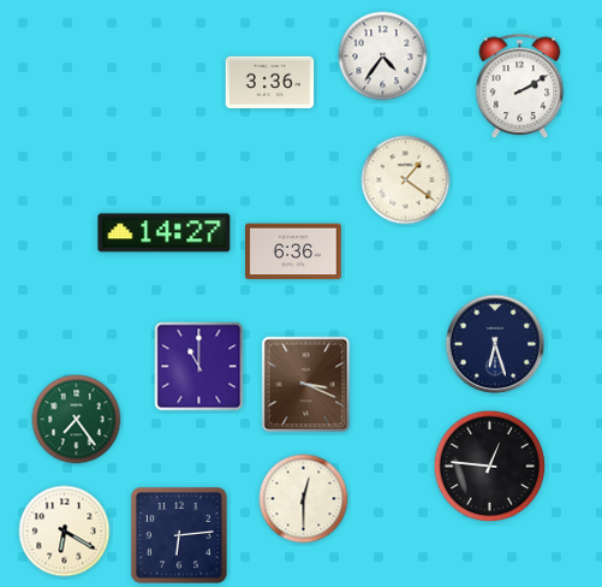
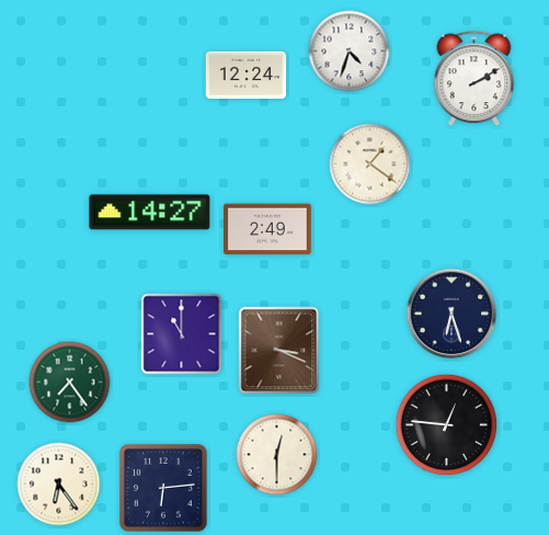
clock at (383, 57): 4:36 -> 4:33
clock at (270, 82): 3:36 -> 12:24
clock at (293, 251): 6:36 -> 2:49
clock at (65, 532): 6:20 -> 6:24
